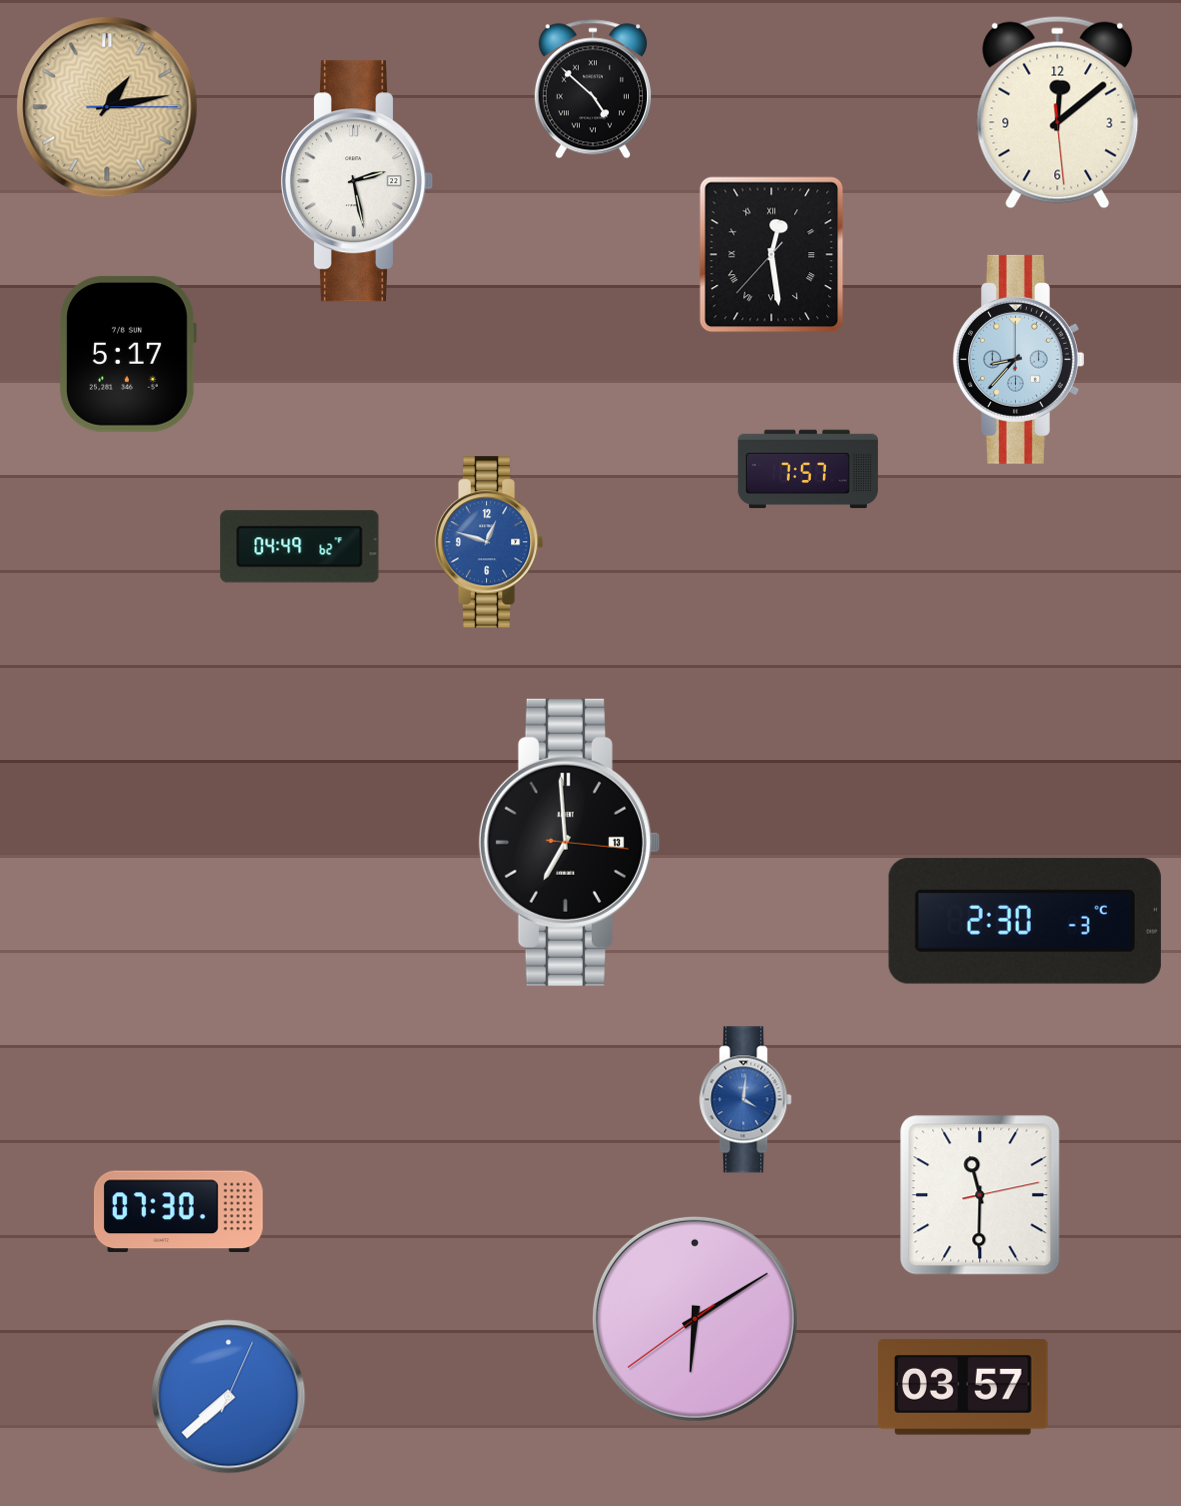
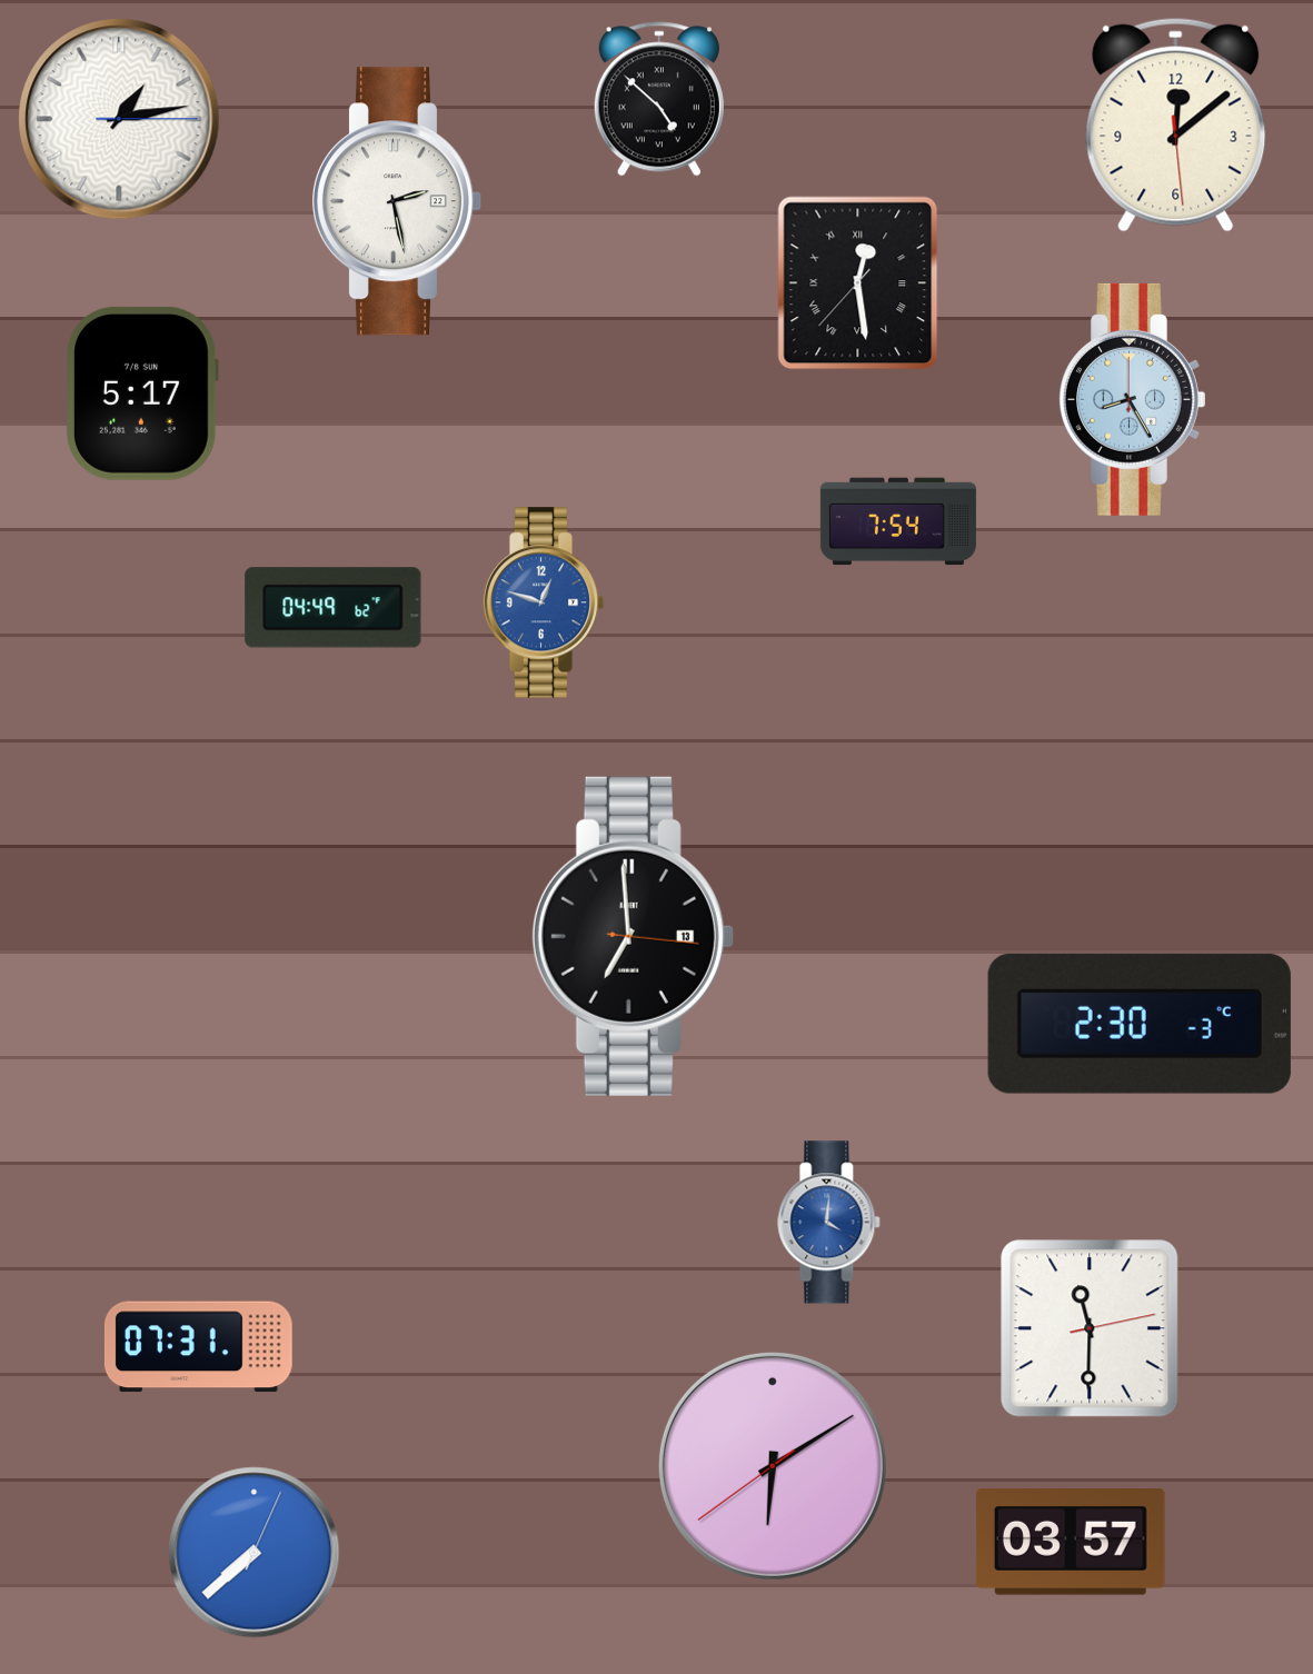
clock at (107, 107) dial: champagne -> white
clock at (1019, 359): 8:37 -> 8:25
clock at (808, 469): 7:57 -> 7:54
clock at (178, 1212): 07:30 -> 07:31
